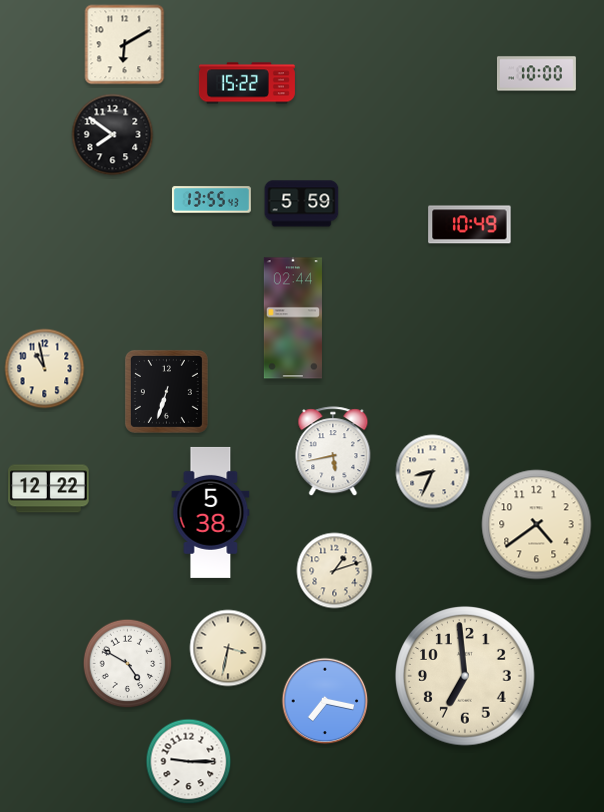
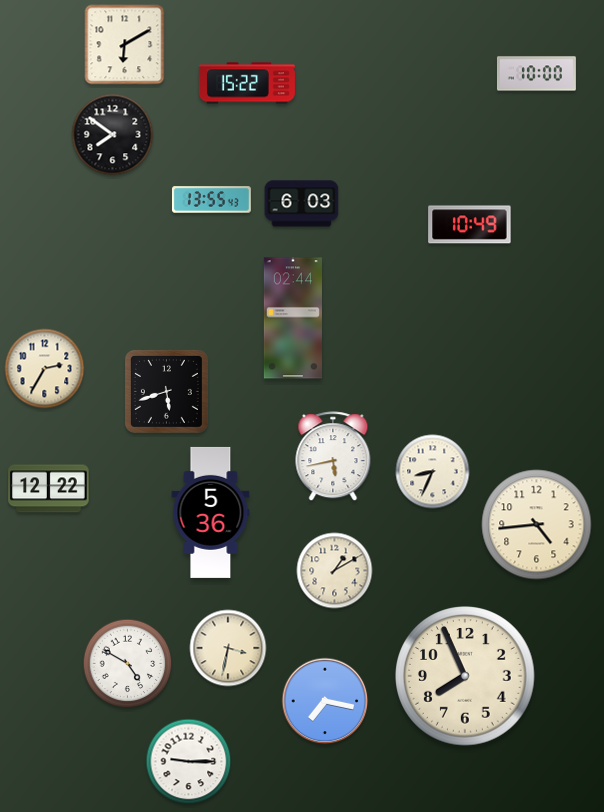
clock at (302, 204): 5:59 -> 6:03
clock at (45, 369): 10:58 -> 2:35
clock at (166, 391): 6:33 -> 5:42
clock at (333, 452) position: (333, 452) -> (333, 457)
clock at (211, 512): 5:38 -> 5:36
clock at (537, 525): 4:39 -> 4:44
clock at (335, 571): 1:12 -> 1:10
clock at (466, 677): 6:59 -> 7:56
